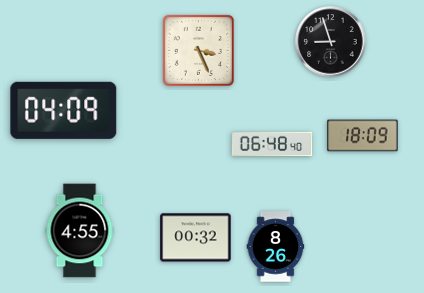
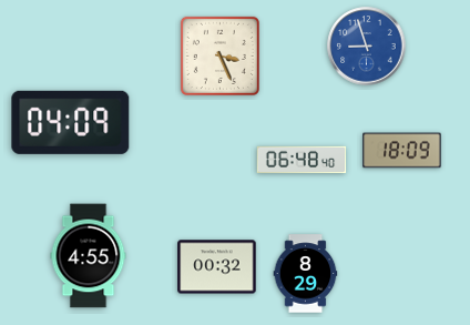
clock at (331, 42) dial: black -> blue
clock at (196, 238) position: (196, 238) -> (217, 267)
clock at (276, 247): 8:26 -> 8:29
